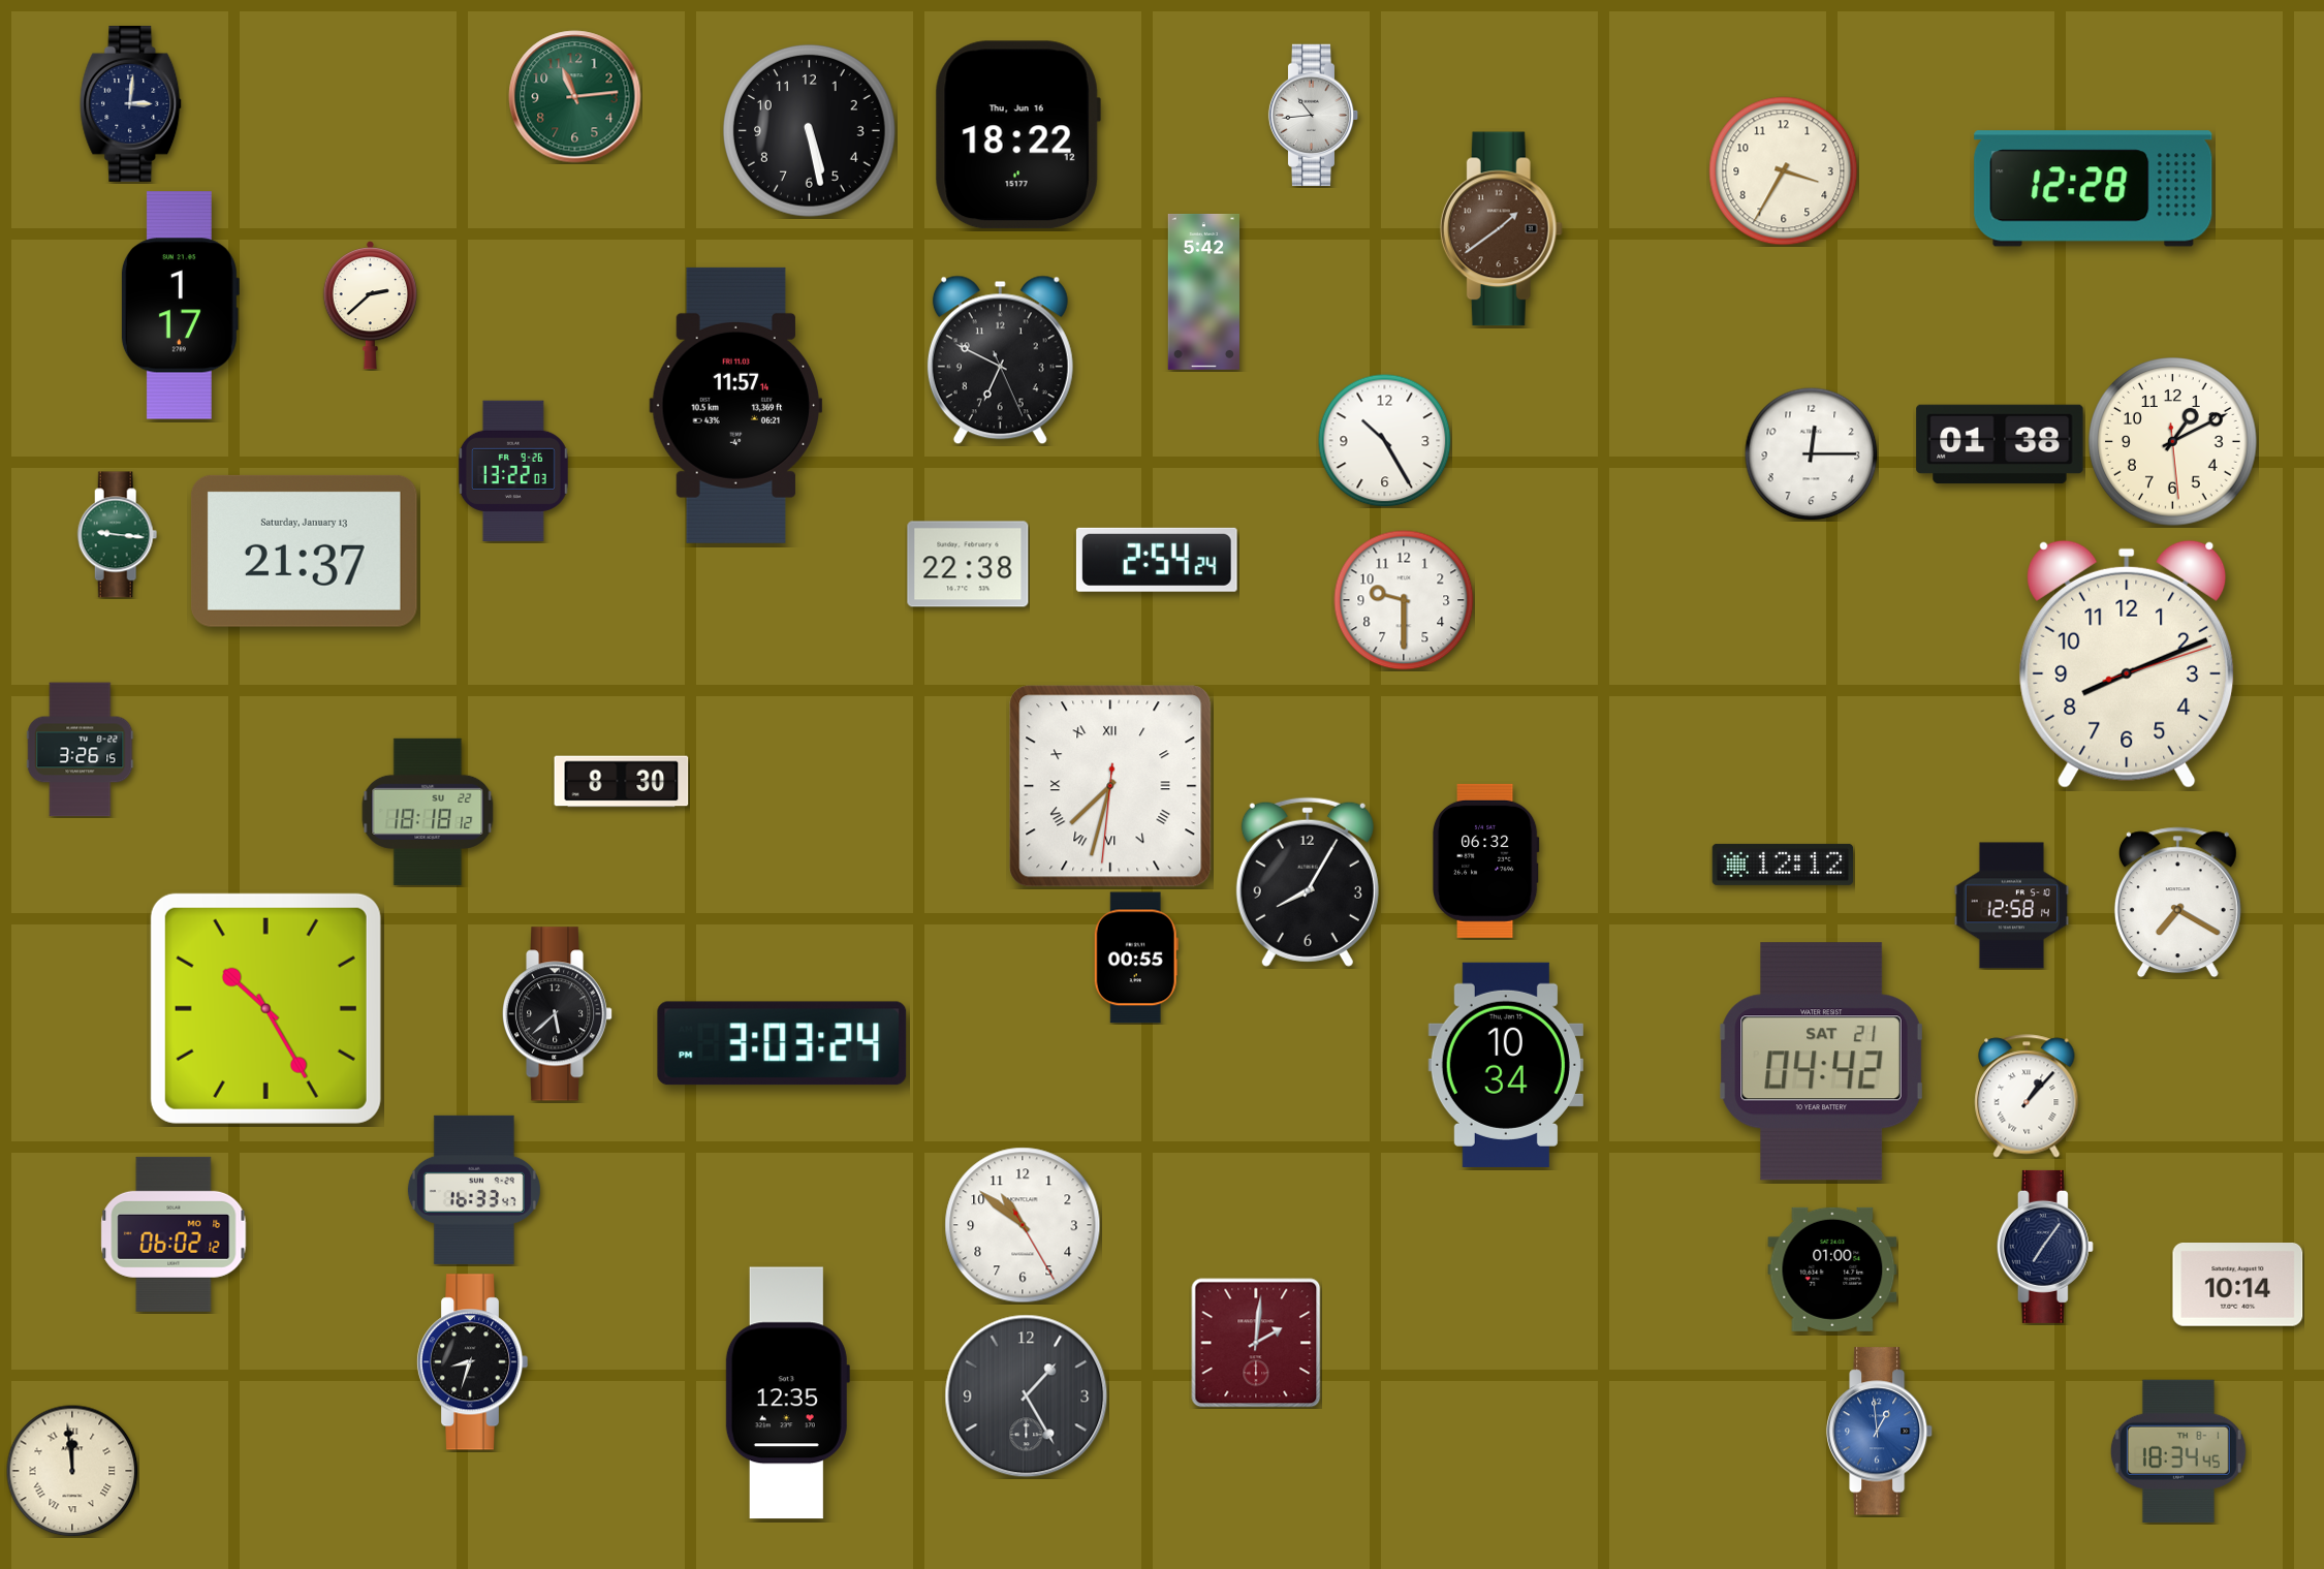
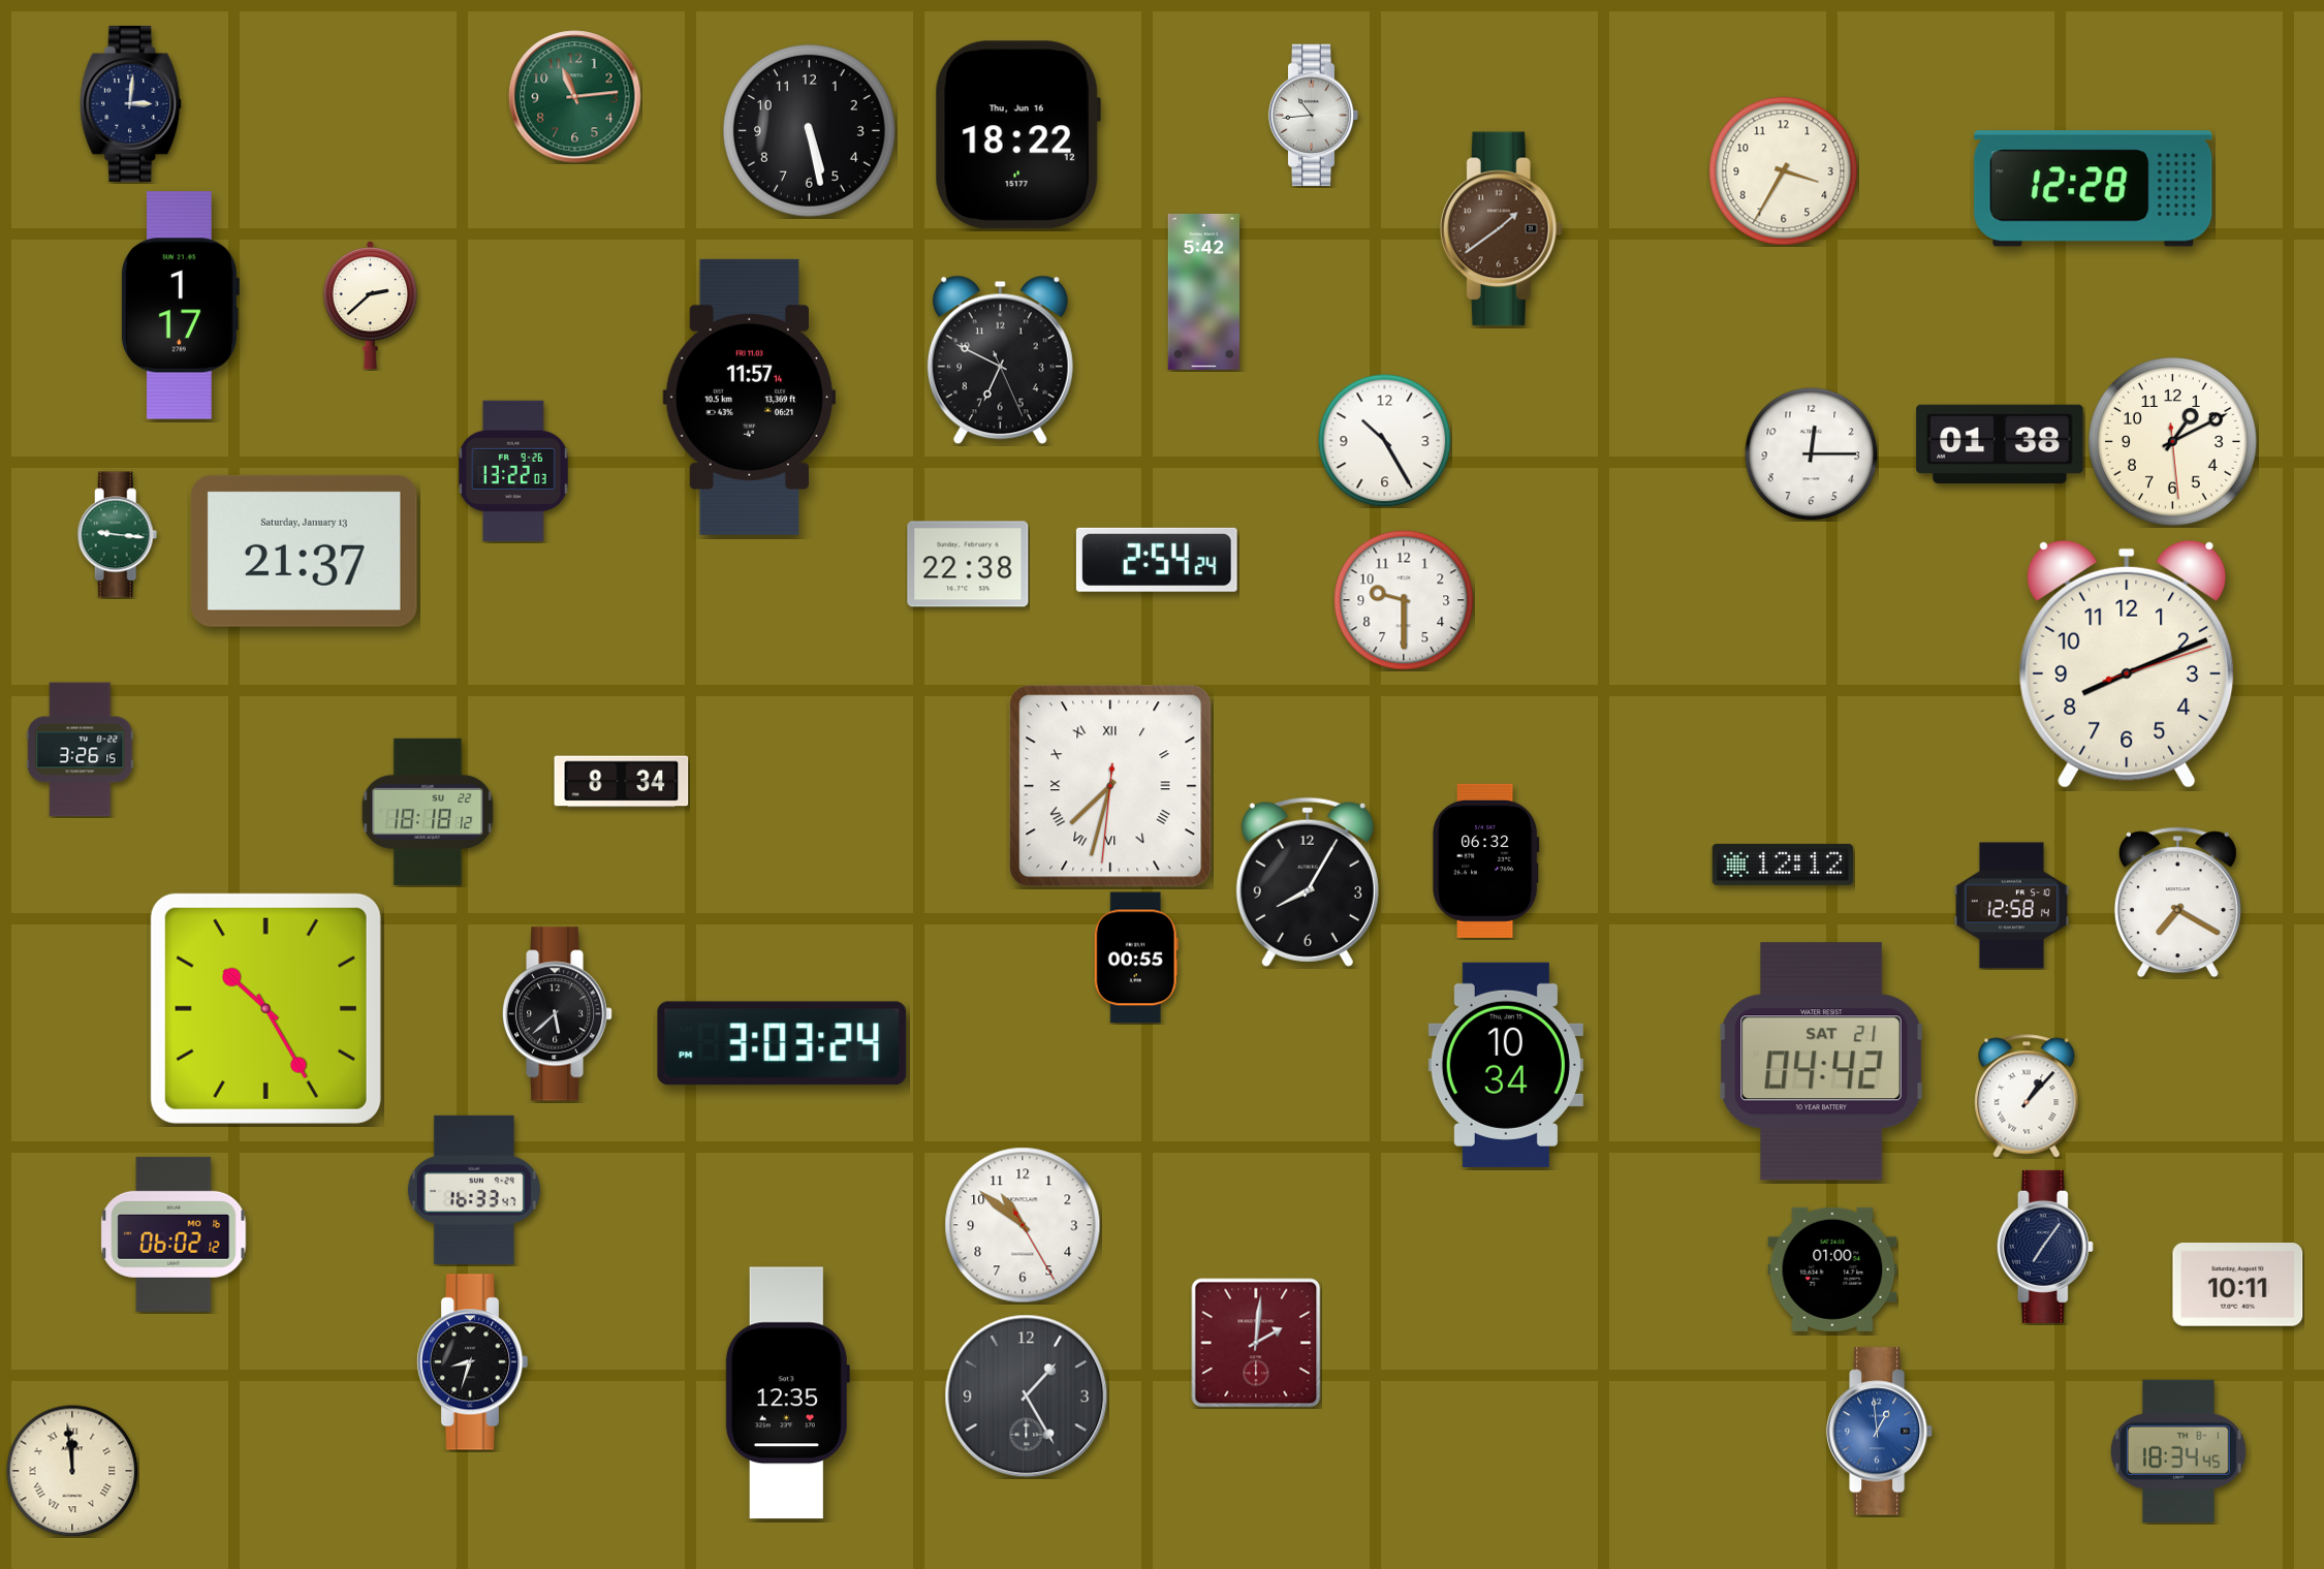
clock at (736, 405) position: (736, 405) -> (750, 397)
clock at (622, 782): 8:30 -> 8:34
clock at (2238, 1285): 10:14 -> 10:11
